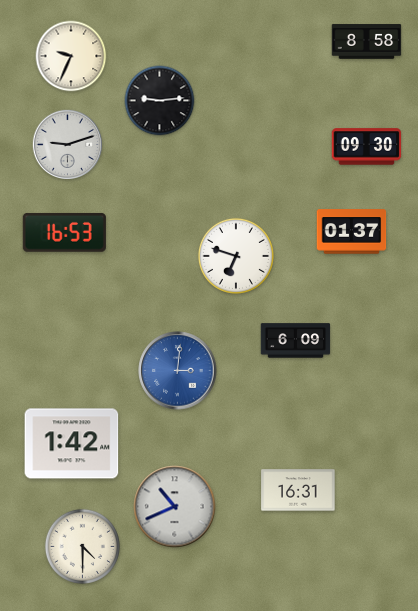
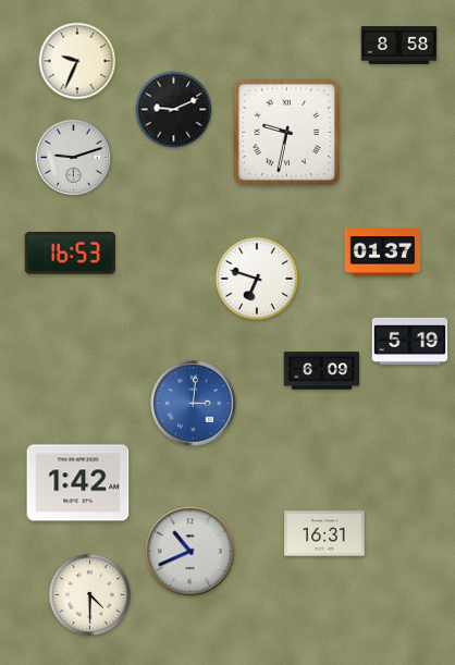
clock at (160, 101): 9:14 -> 9:11
clock at (286, 132): none -> 9:32
clock at (367, 147): 09:30 -> none
clock at (410, 341): none -> 5:19
